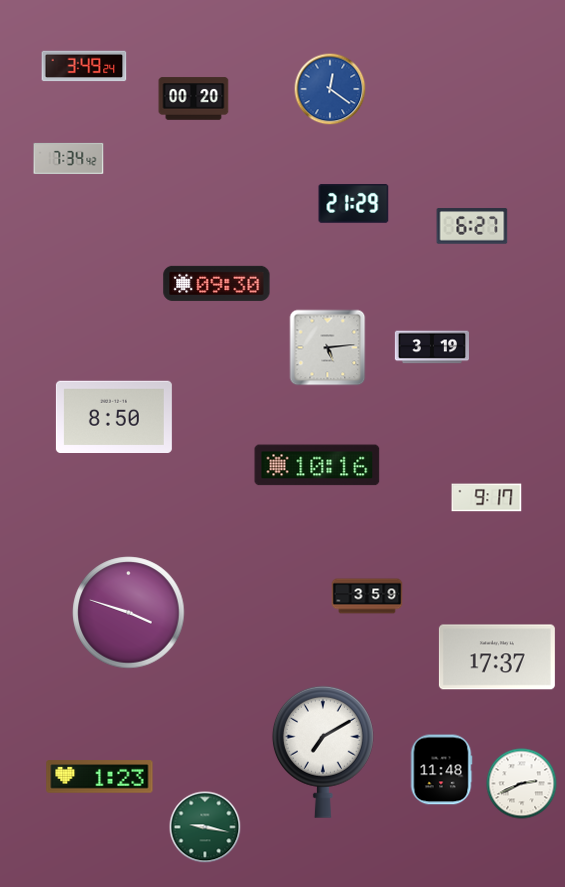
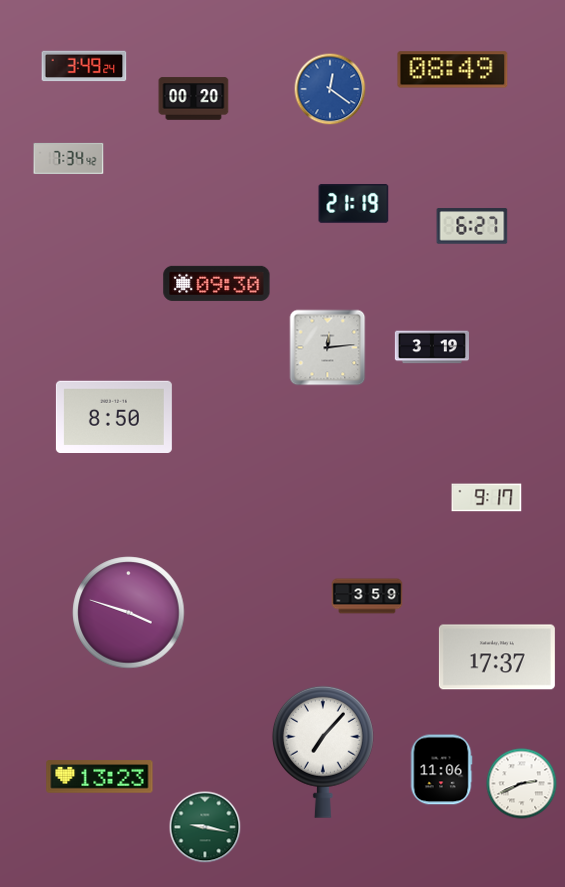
clock at (453, 70): none -> 08:49
clock at (354, 204): 21:29 -> 21:19
clock at (328, 348): 5:14 -> 12:14
clock at (317, 465): 10:16 -> none
clock at (323, 752): 7:10 -> 7:07
clock at (441, 770): 11:48 -> 11:06
clock at (100, 777): 1:23 -> 13:23
